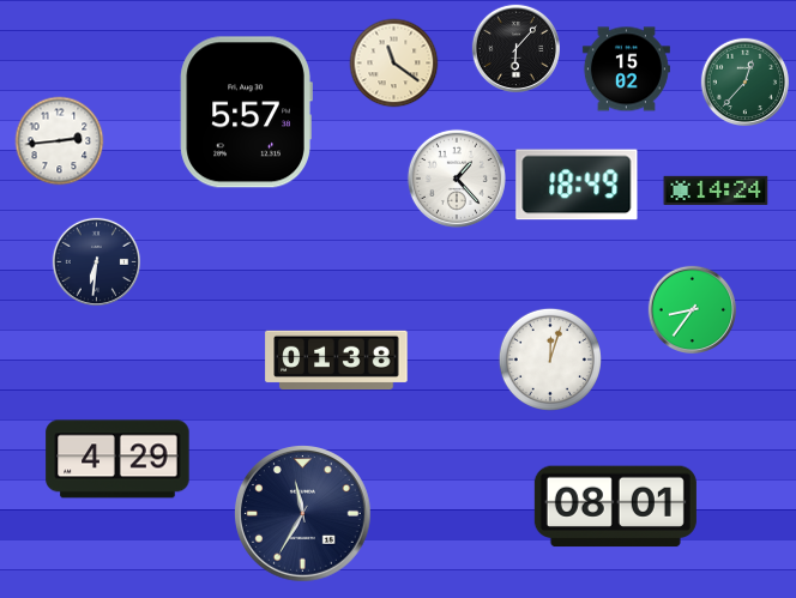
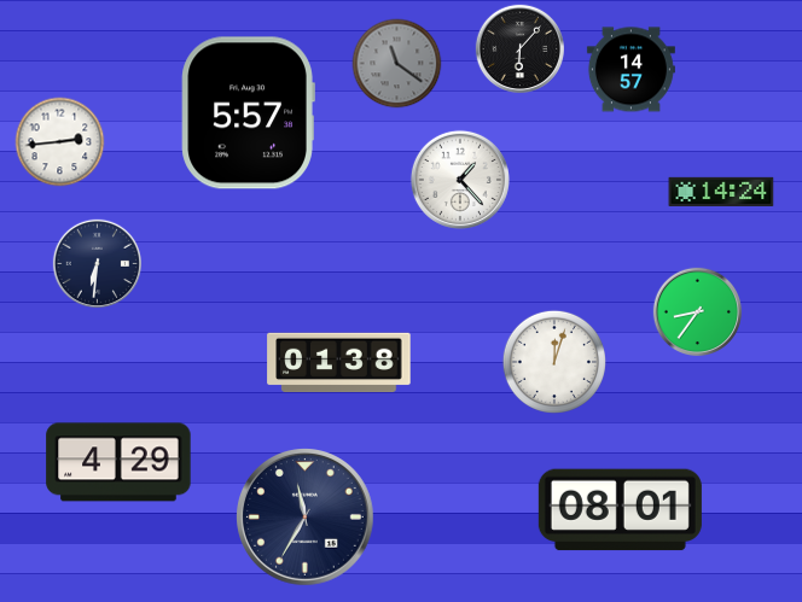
clock at (394, 64) dial: cream -> grey
clock at (626, 70): 15:02 -> 14:57
clock at (744, 81): 12:37 -> none
clock at (577, 185): 18:49 -> none
